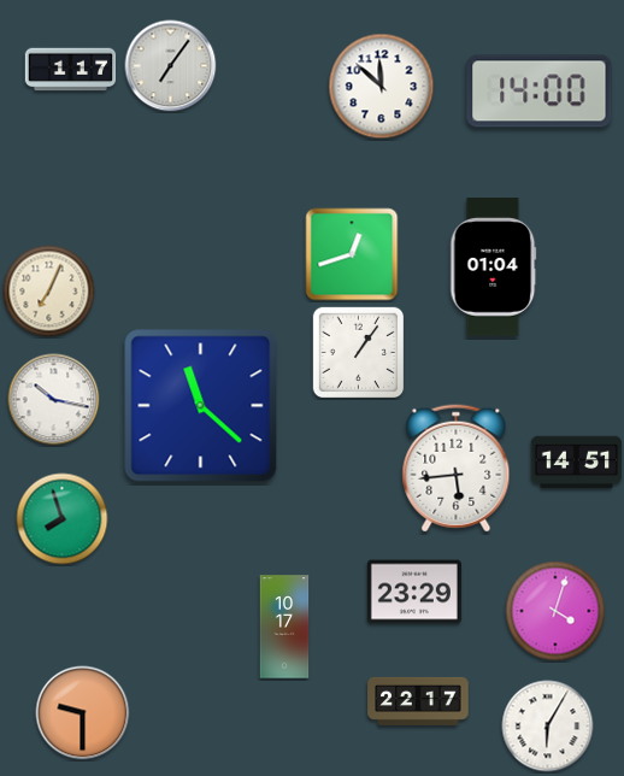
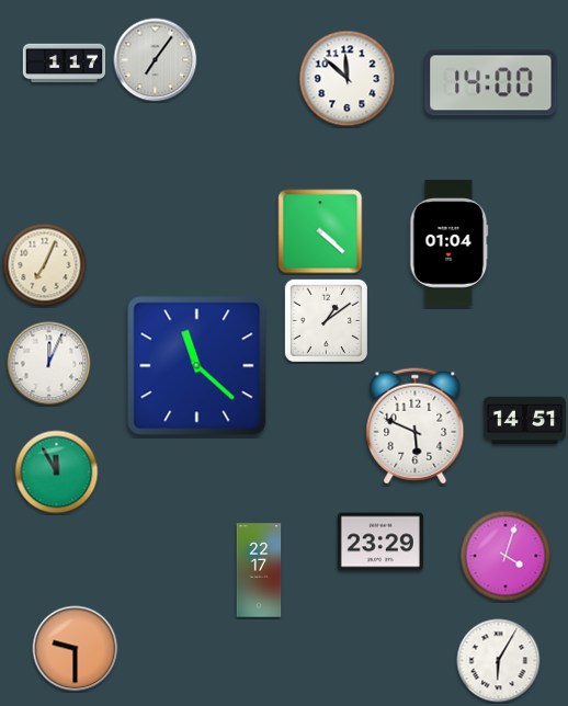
clock at (352, 254): 12:42 -> 4:22
clock at (358, 352): 1:06 -> 1:09
clock at (54, 400): 10:17 -> 12:04
clock at (201, 406) position: (201, 406) -> (197, 366)
clock at (457, 469): 5:44 -> 5:49
clock at (63, 519): 7:57 -> 11:55
clock at (414, 592) position: (414, 592) -> (380, 542)
clock at (284, 627): 10:17 -> 22:17
clock at (418, 701): 22:17 -> none
